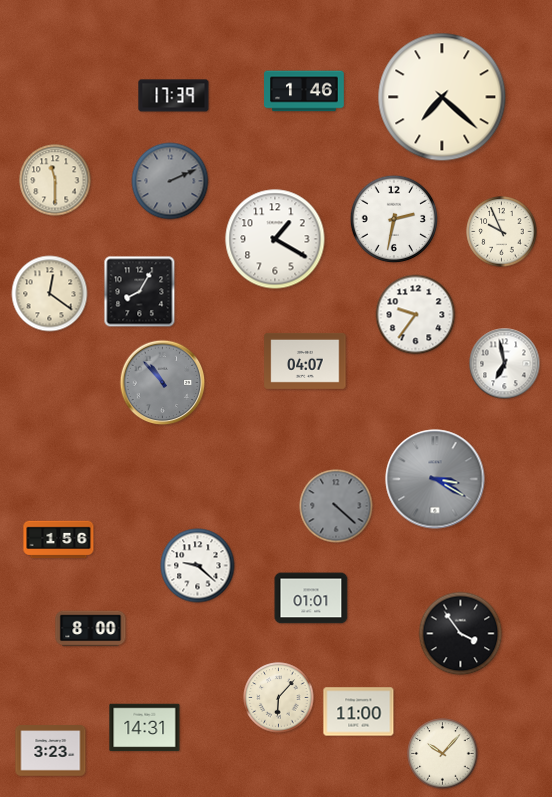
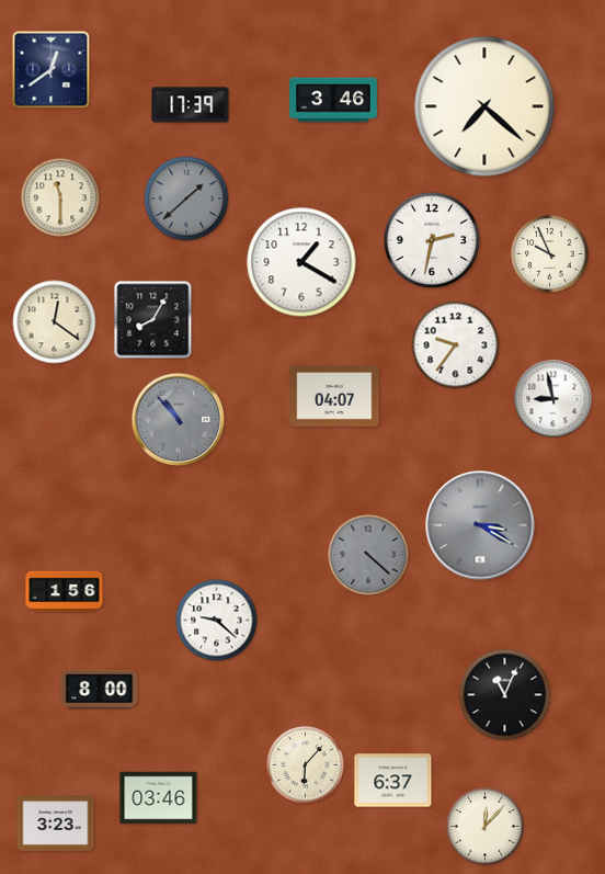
clock at (52, 70): none -> 12:39
clock at (304, 91): 1:46 -> 3:46
clock at (170, 181): 2:11 -> 1:38
clock at (505, 364): 6:58 -> 8:58
clock at (435, 479) position: (435, 479) -> (480, 525)
clock at (311, 598): 01:01 -> none
clock at (461, 634): 3:54 -> 11:04
clock at (359, 712): 11:00 -> 6:37
clock at (145, 728): 14:31 -> 03:46
clock at (443, 754): 10:07 -> 12:07
